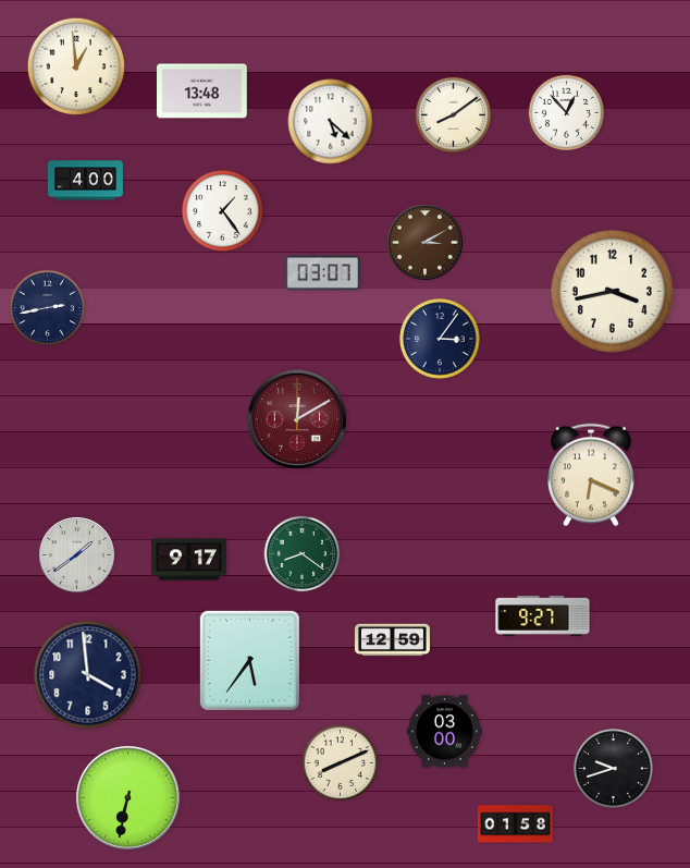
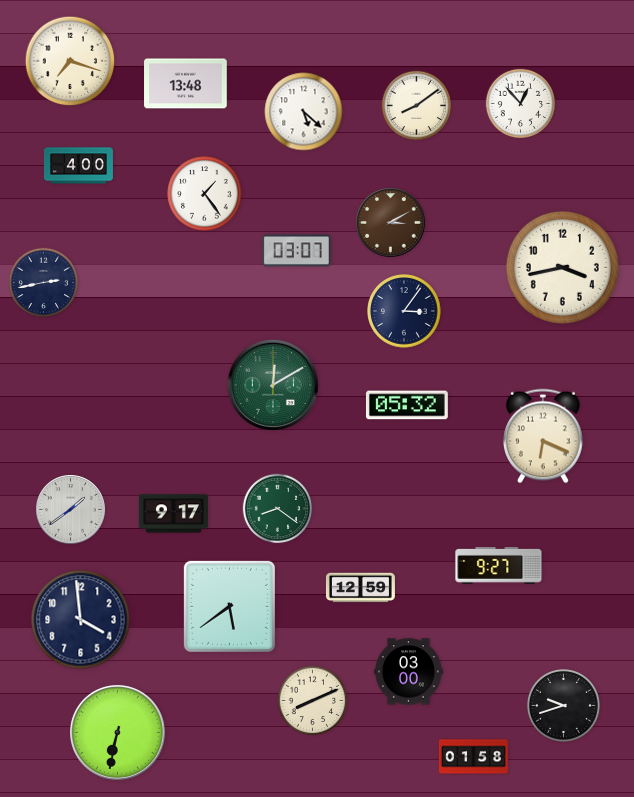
clock at (76, 66): 12:59 -> 7:18
clock at (297, 419) dial: burgundy -> green
clock at (407, 405): none -> 05:32
clock at (249, 660): 5:36 -> 5:39
